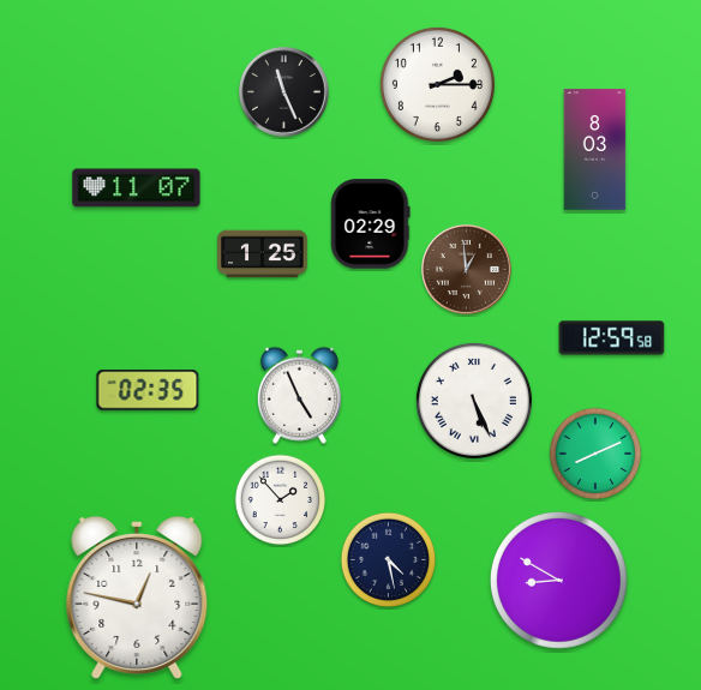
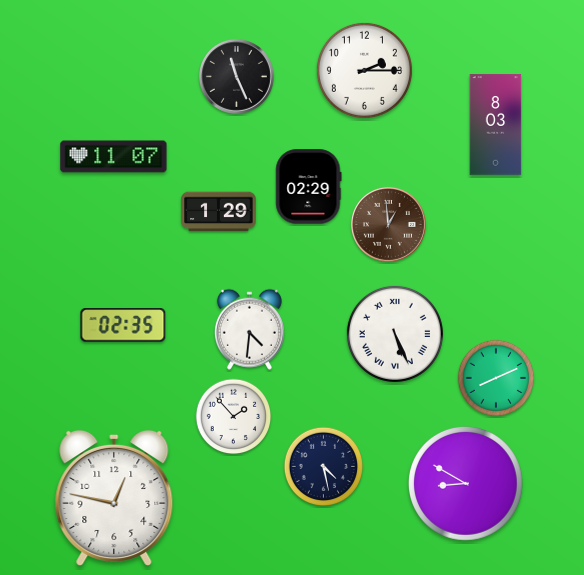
clock at (263, 254): 1:25 -> 1:29
clock at (612, 338): 12:59 -> none
clock at (299, 395): 4:56 -> 4:31
